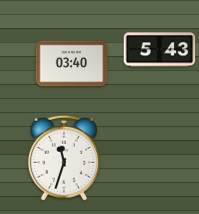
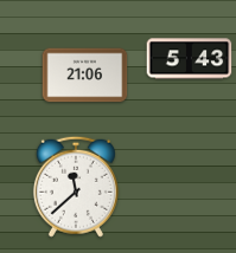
clock at (72, 64): 03:40 -> 21:06
clock at (64, 158): 11:33 -> 11:38
